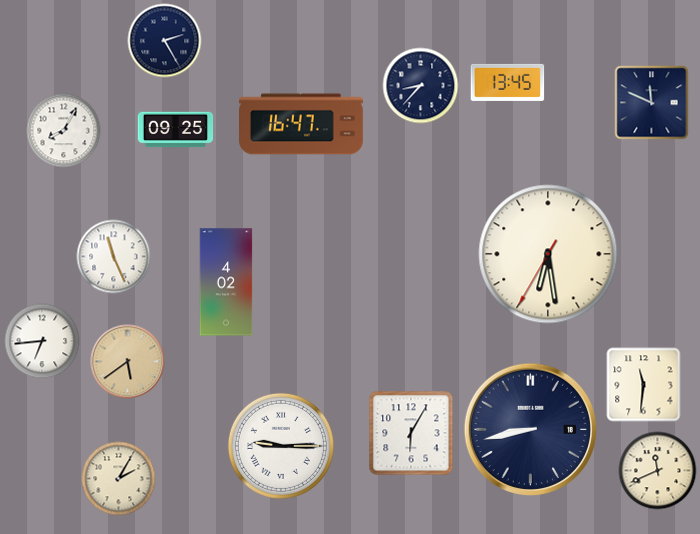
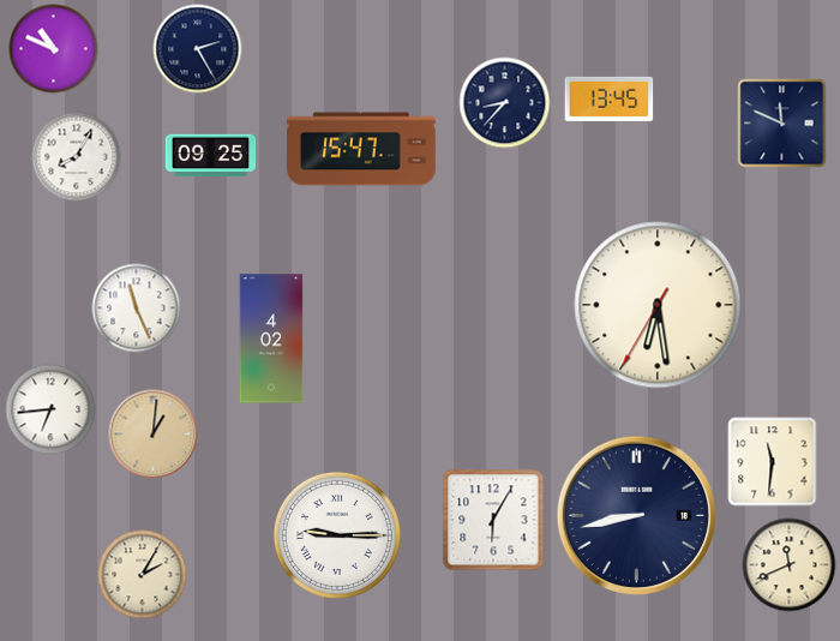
clock at (54, 49): none -> 10:49
clock at (302, 124): 16:47 -> 15:47
clock at (128, 362): 5:39 -> 1:01
